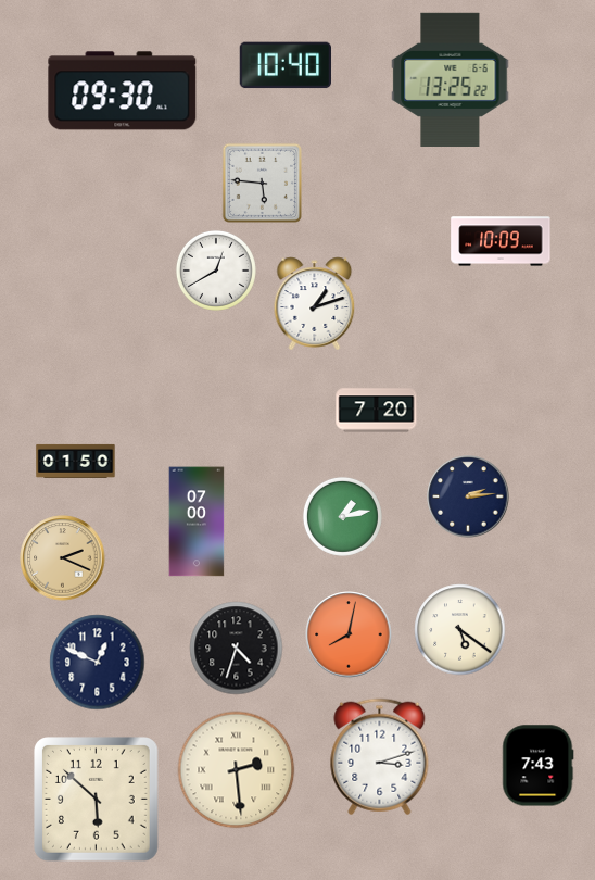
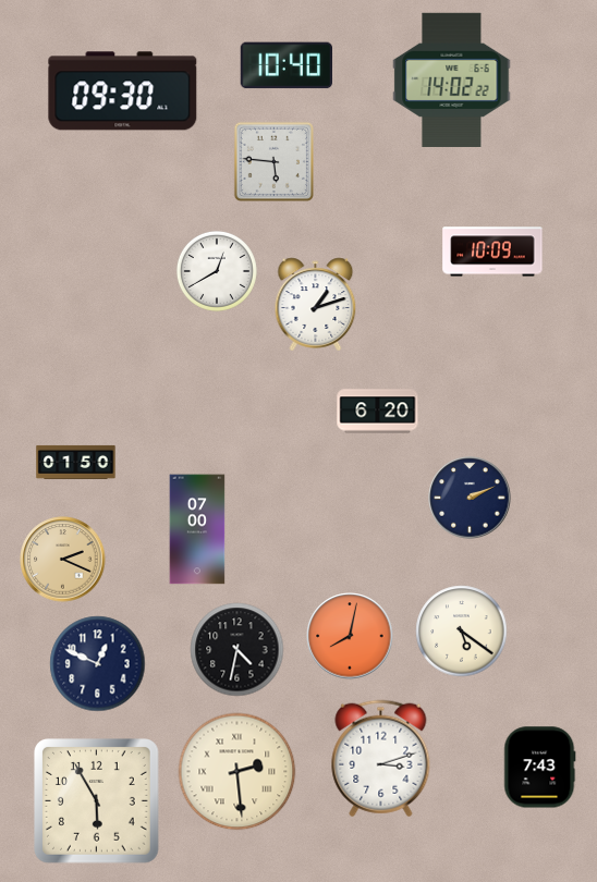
clock at (451, 79): 13:25 -> 14:02
clock at (262, 183) position: (262, 183) -> (273, 161)
clock at (501, 241) position: (501, 241) -> (492, 252)
clock at (377, 411): 7:20 -> 6:20
clock at (468, 496): 2:14 -> 2:11
clock at (342, 516): 1:13 -> none
clock at (197, 521) position: (197, 521) -> (197, 529)
clock at (237, 649): 4:33 -> 4:32
clock at (97, 800): 5:52 -> 5:55
